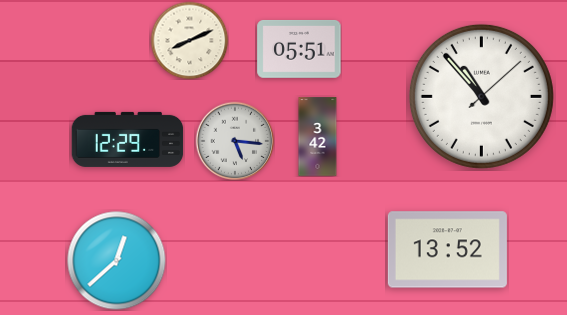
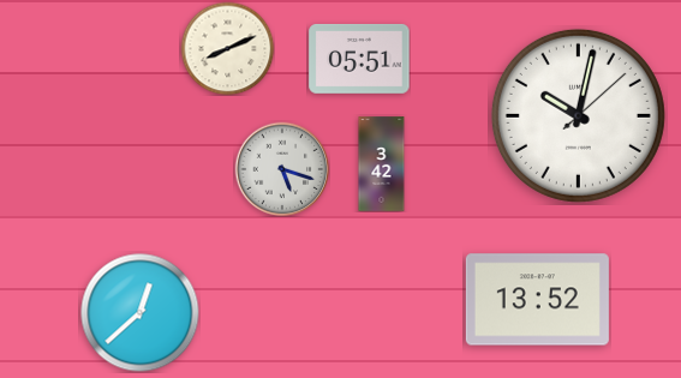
clock at (481, 96): 10:53 -> 10:02
clock at (128, 139): 12:29 -> none
clock at (235, 141): 5:16 -> 5:18
